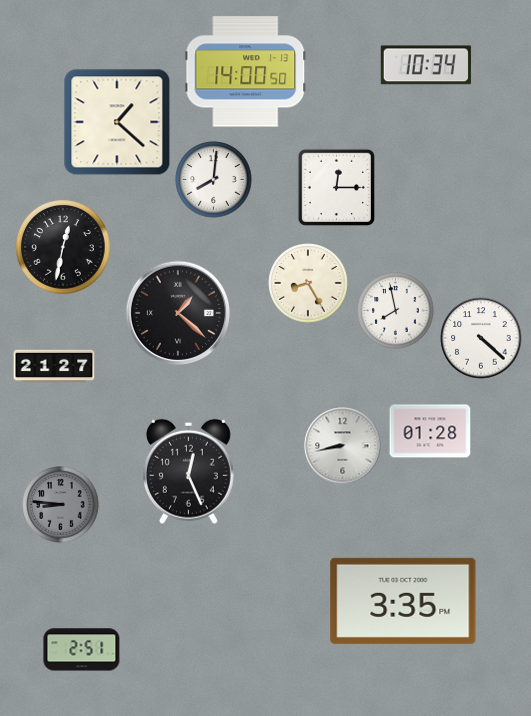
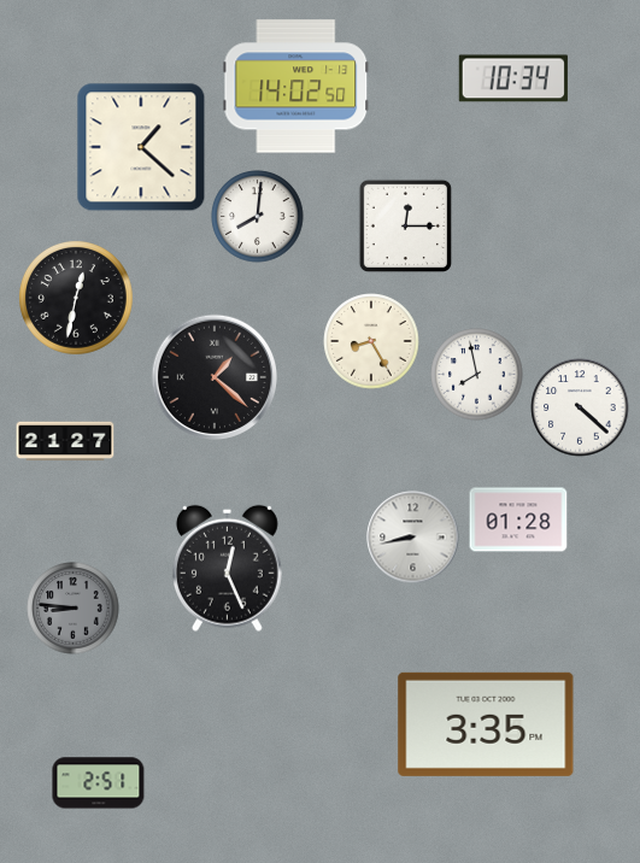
clock at (246, 72): 14:00 -> 14:02
